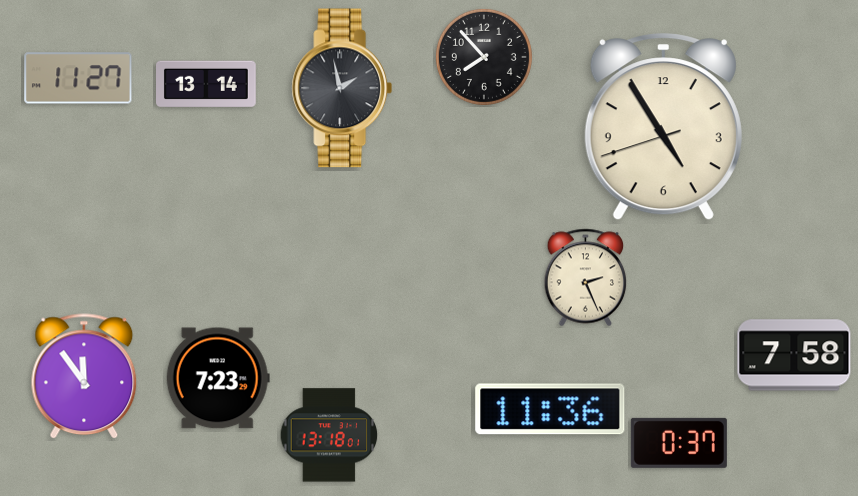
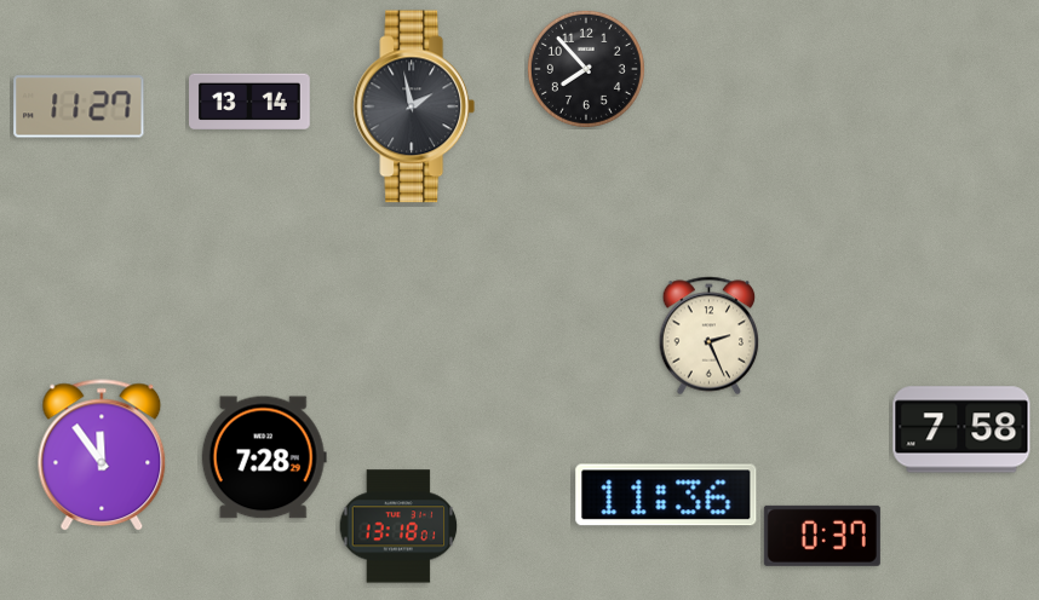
clock at (78, 78) position: (78, 78) -> (79, 106)
clock at (663, 127): 4:54 -> none
clock at (218, 378): 7:23 -> 7:28
